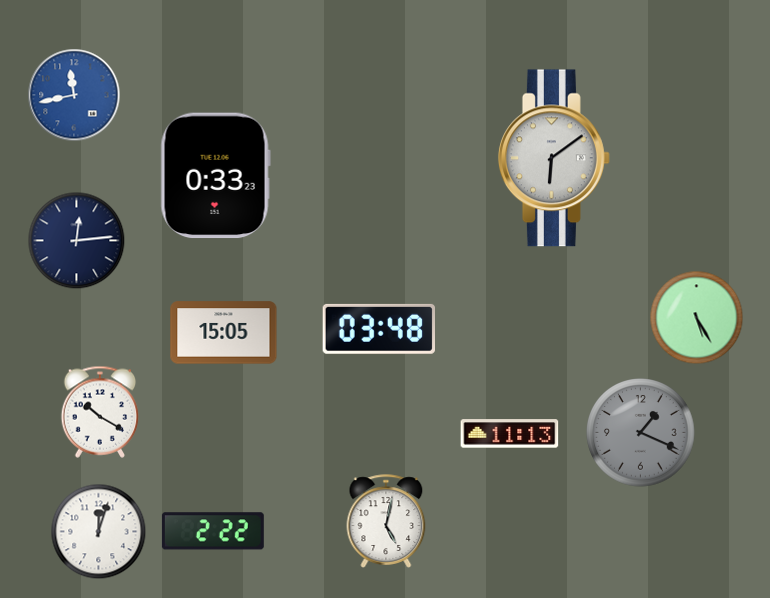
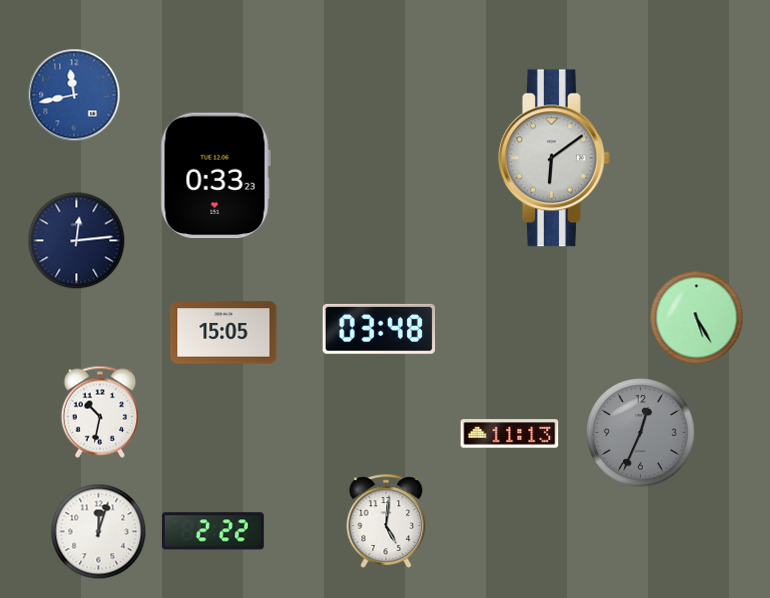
clock at (100, 412): 10:20 -> 10:32
clock at (641, 433): 1:19 -> 12:34
clock at (386, 521): 5:02 -> 5:01
